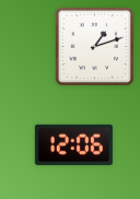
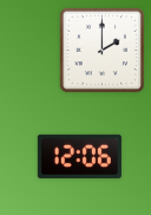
clock at (94, 46): 1:12 -> 2:00
